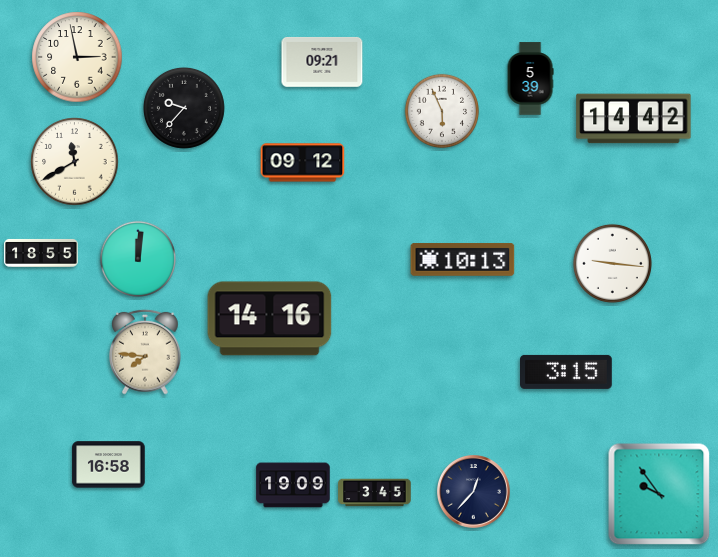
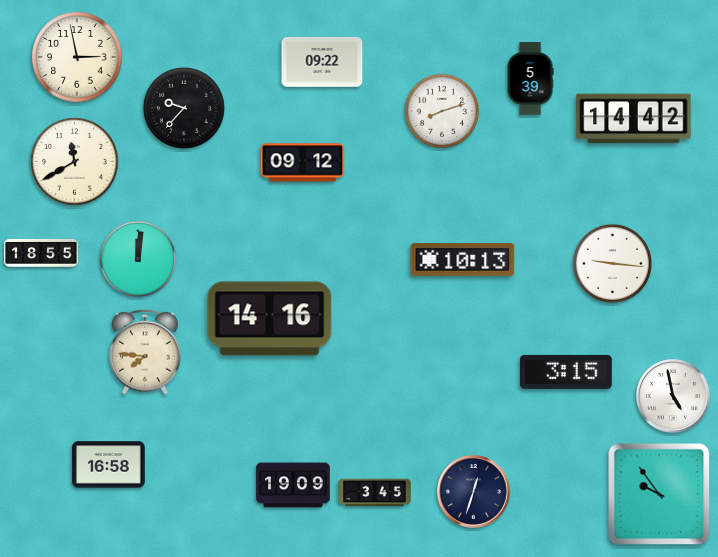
clock at (322, 62): 09:21 -> 09:22
clock at (442, 111): 5:56 -> 8:12
clock at (674, 397): none -> 4:58
clock at (474, 492): 12:37 -> 12:33
